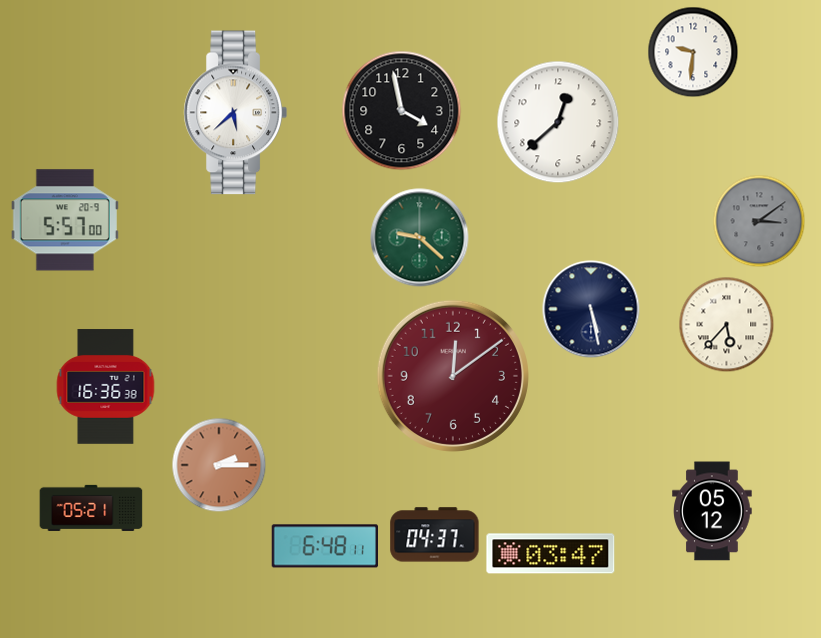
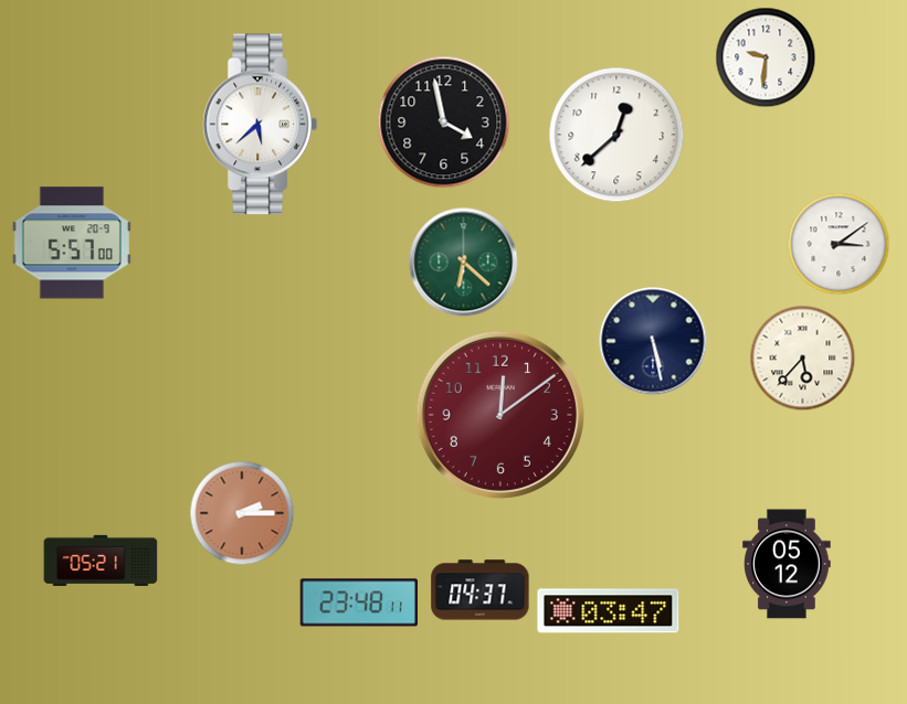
clock at (759, 221) dial: grey -> white
clock at (420, 238): 9:22 -> 6:22
clock at (106, 387): 16:36 -> none
clock at (324, 546): 6:48 -> 23:48
